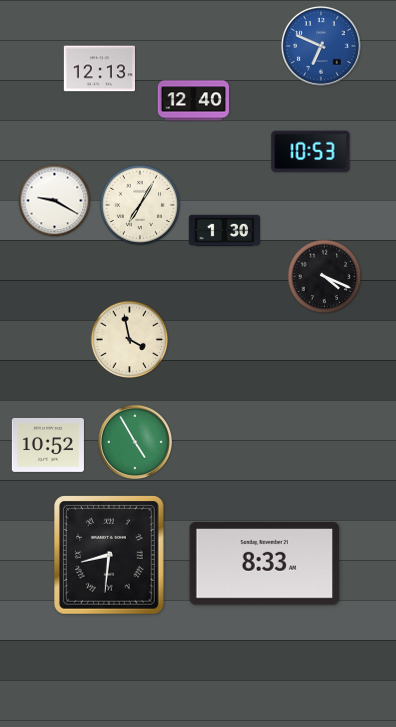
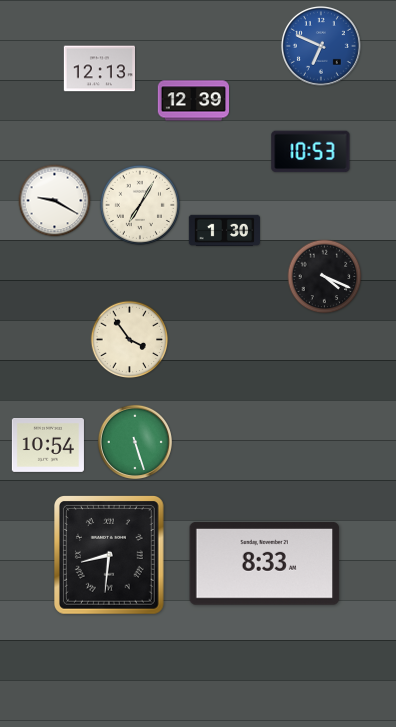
clock at (193, 101): 12:40 -> 12:39
clock at (130, 340): 3:58 -> 3:54
clock at (135, 442): 4:55 -> 5:27
clock at (48, 445): 10:52 -> 10:54
